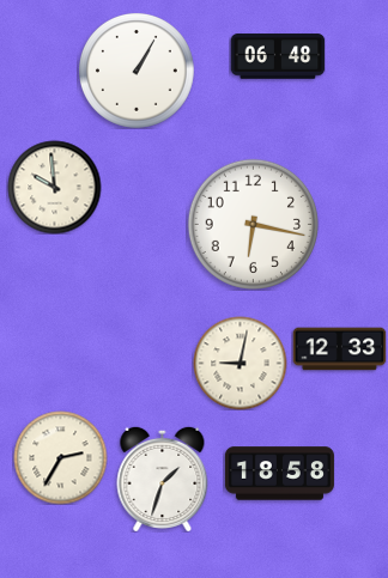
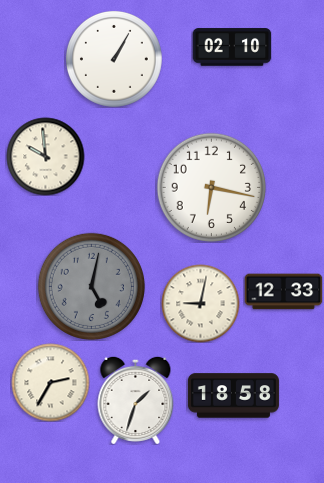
clock at (278, 56): 06:48 -> 02:10
clock at (91, 286): none -> 5:02
